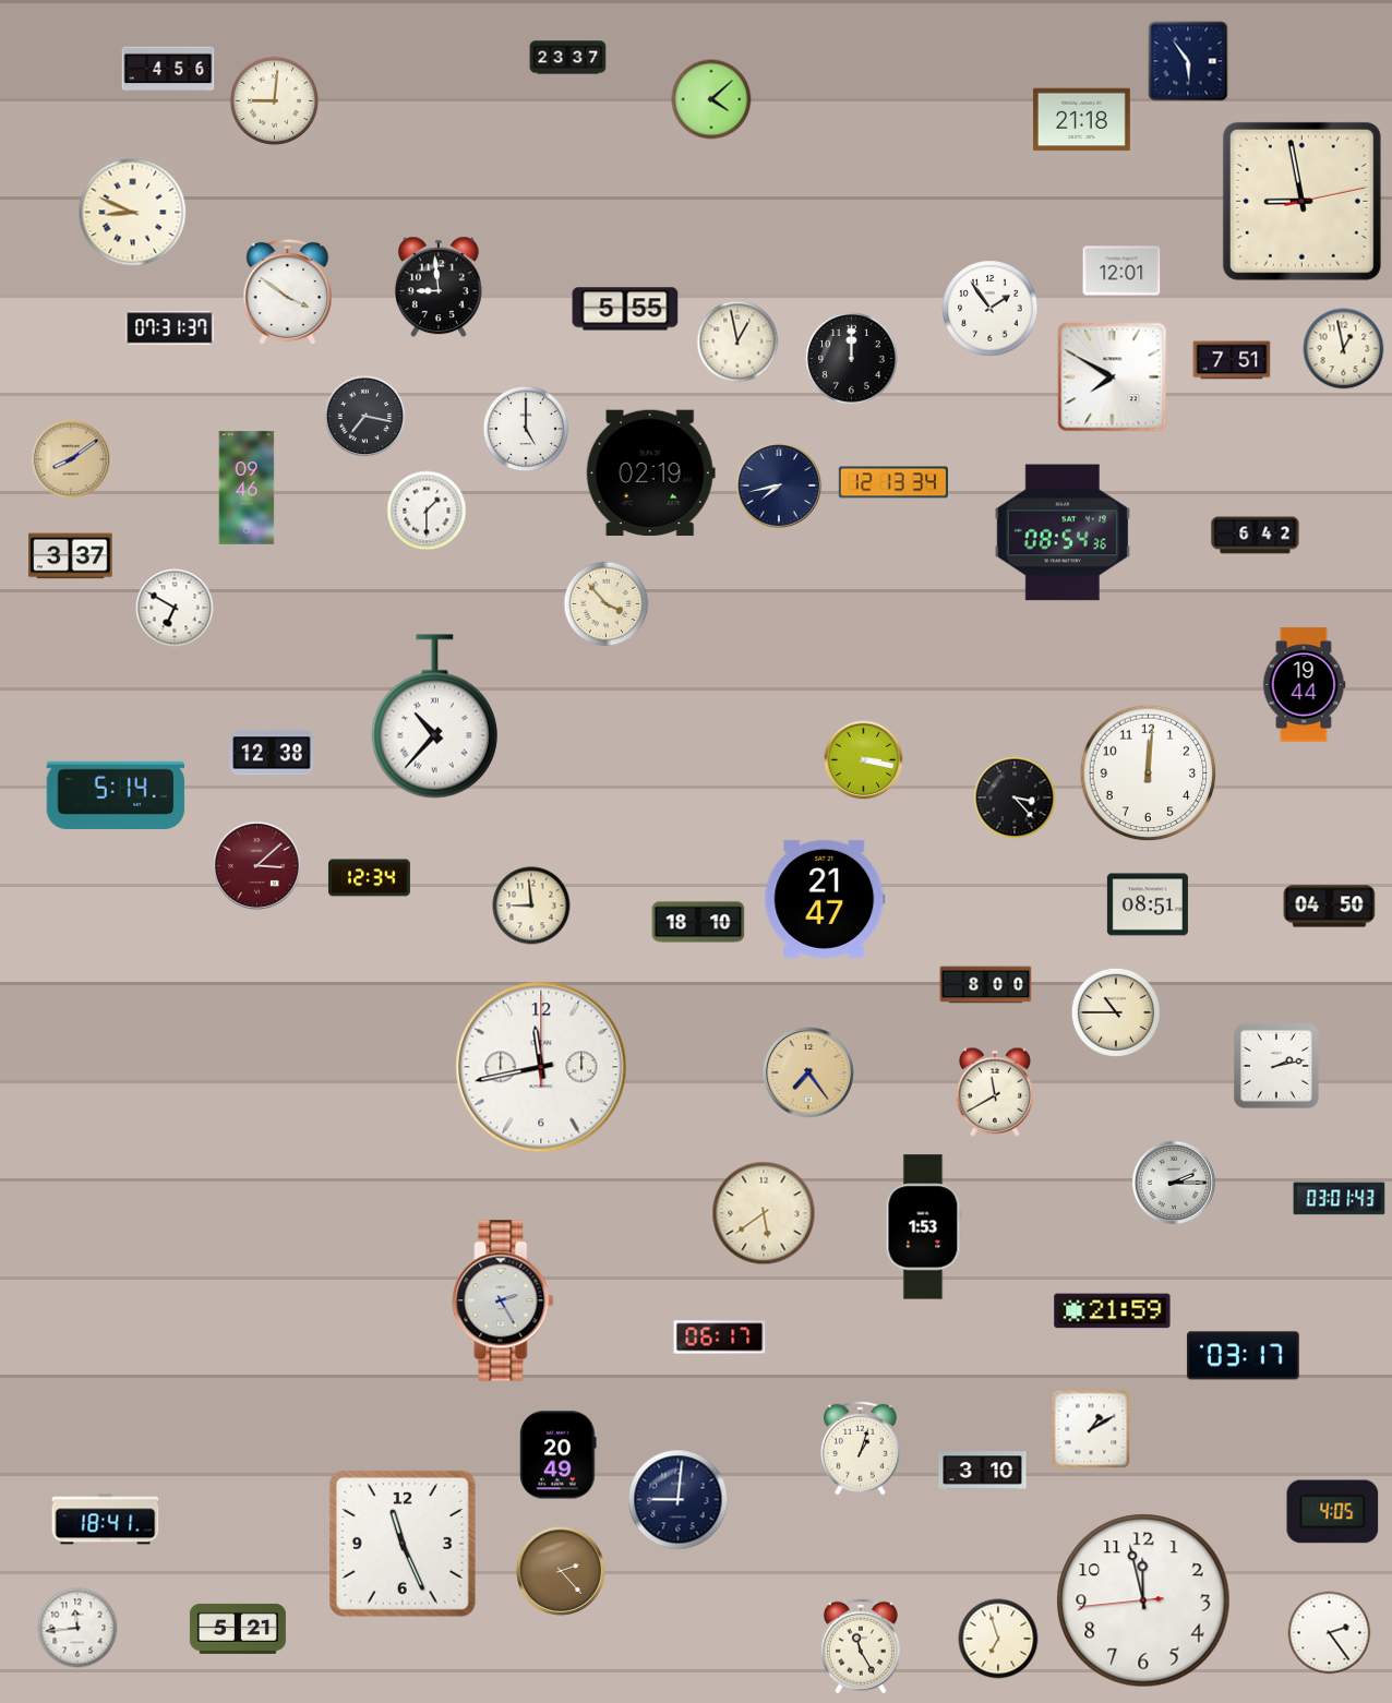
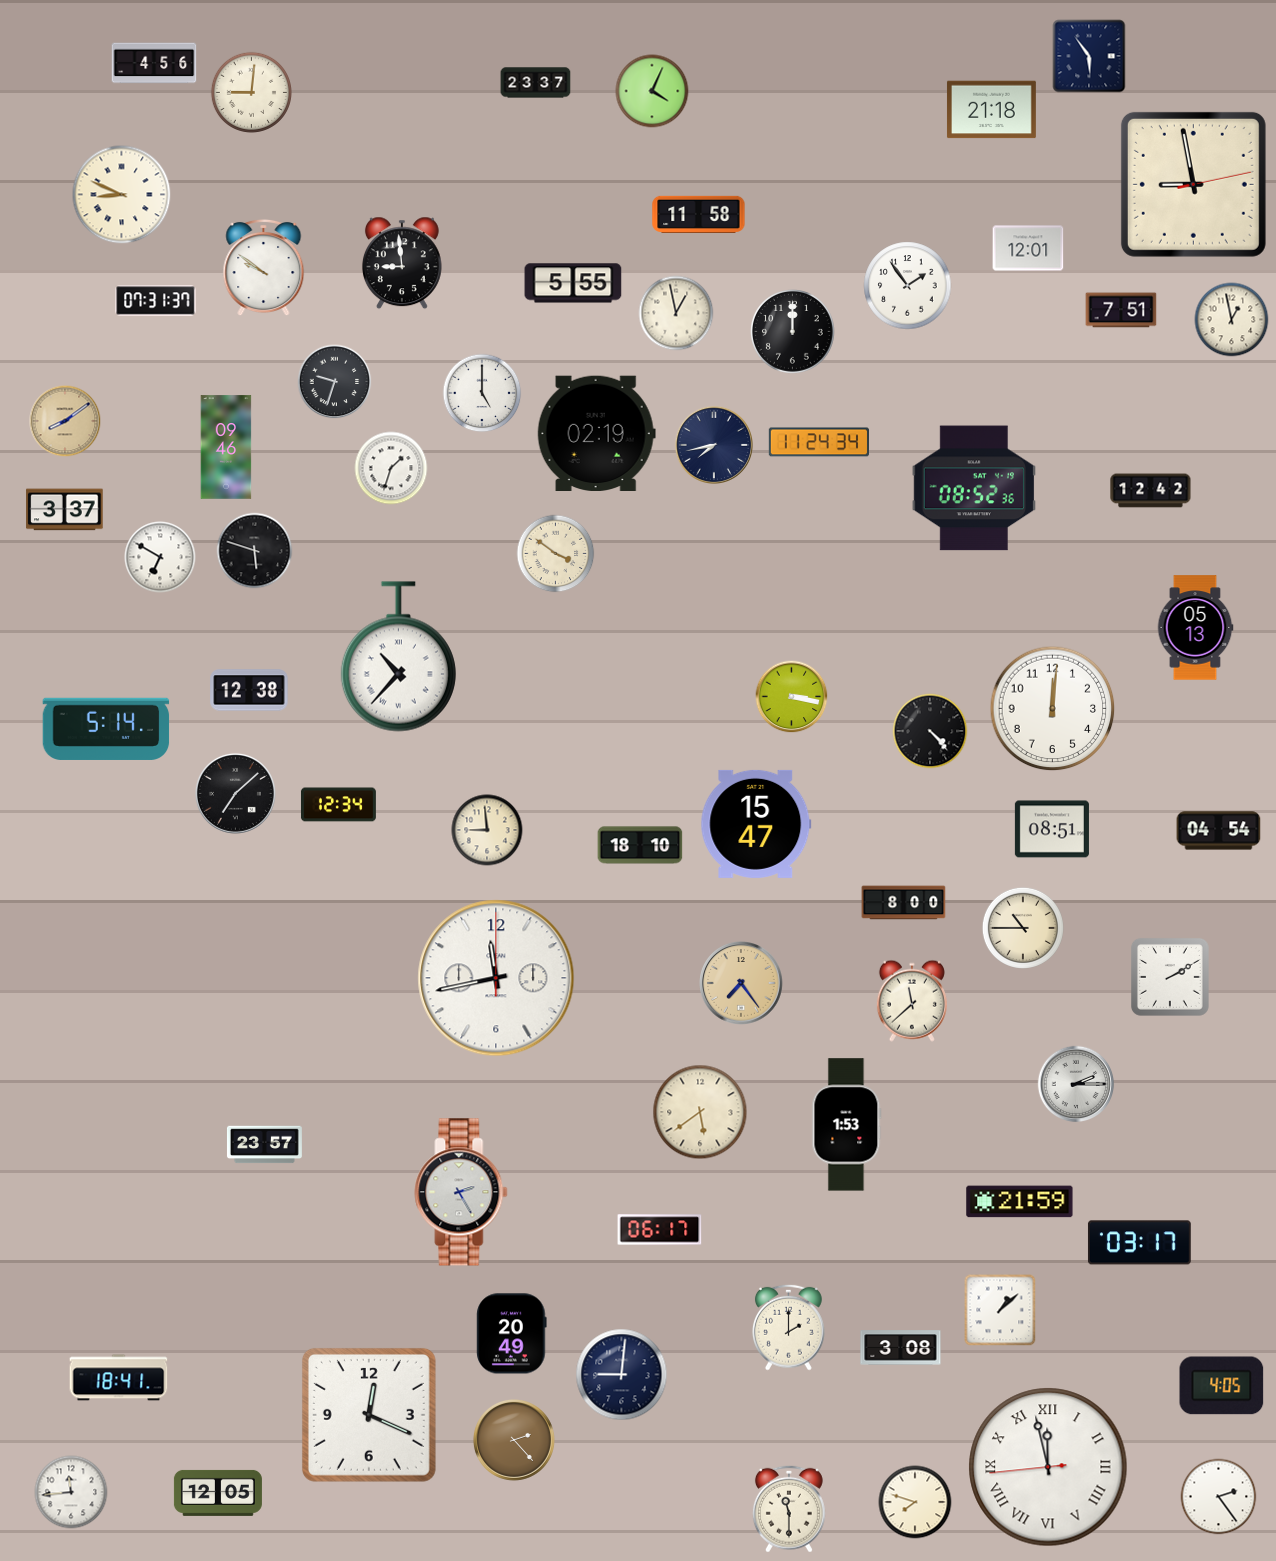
clock at (568, 58) position: (568, 58) -> (536, 83)
clock at (711, 99): 4:08 -> 4:04
clock at (699, 214): none -> 11:58
clock at (288, 292): 3:51 -> 9:51
clock at (991, 309) position: (991, 309) -> (908, 286)
clock at (852, 359) position: (852, 359) -> (793, 332)
clock at (1232, 360) position: (1232, 360) -> (1121, 310)
clock at (1113, 377): 7:50 -> none
clock at (365, 417): 7:17 -> 9:33
clock at (892, 482): 12:13 -> 11:24
clock at (427, 511): 1:30 -> 1:33
clock at (1061, 532): 08:54 -> 08:52
clock at (1256, 536): 6:42 -> 12:42
clock at (255, 551): none -> 5:48
clock at (607, 604): 3:53 -> 3:51
clock at (1304, 685): 19:44 -> 05:13
clock at (1015, 797): 3:23 -> 4:23
clock at (256, 865): 3:08 -> 7:08
clock at (256, 865) dial: burgundy -> black
clock at (825, 899): 21:47 -> 15:47
clock at (1330, 907): 04:50 -> 04:54
clock at (1276, 1066): 2:13 -> 2:10
clock at (995, 1092): 11:40 -> 11:38
clock at (1340, 1199): 03:01 -> none
clock at (264, 1145): none -> 23:57
clock at (720, 1338) position: (720, 1338) -> (660, 1230)
clock at (1091, 1429): 1:10 -> 1:08
clock at (861, 1448): 1:03 -> 2:00
clock at (983, 1471): 3:10 -> 3:08
clock at (106, 1520) position: (106, 1520) -> (119, 1378)
clock at (403, 1544): 11:26 -> 12:19
clock at (1143, 1600) numerals: Arabic -> Roman
clock at (238, 1629): 5:21 -> 12:05
clock at (998, 1639): 6:57 -> 7:48
clock at (861, 1646): 11:25 -> 11:30
